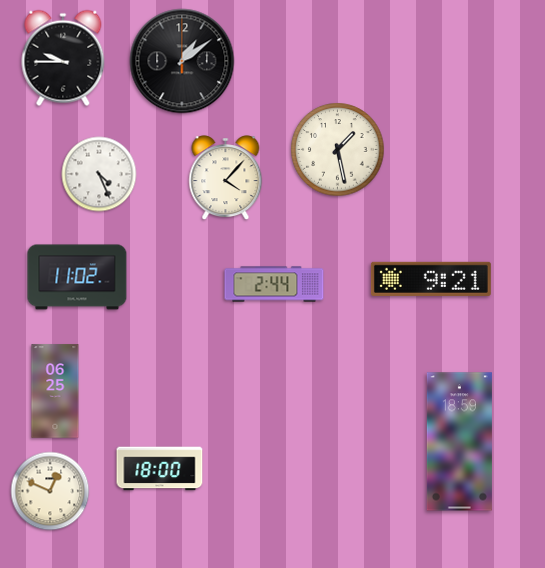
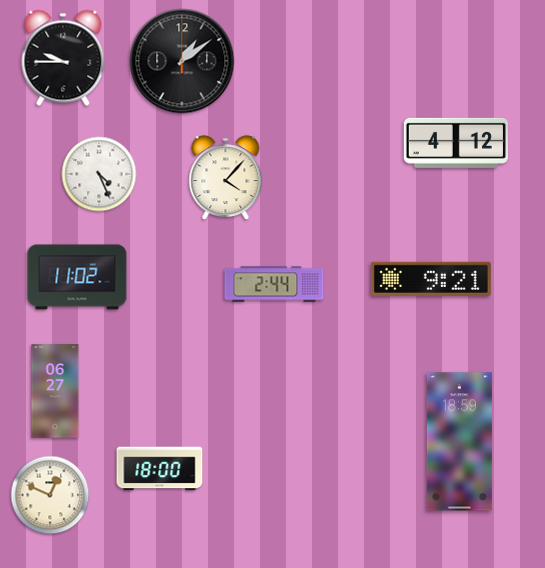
clock at (456, 143): none -> 4:12
clock at (338, 150): 1:28 -> none
clock at (55, 391): 06:25 -> 06:27
clock at (50, 491) position: (50, 491) -> (50, 495)
